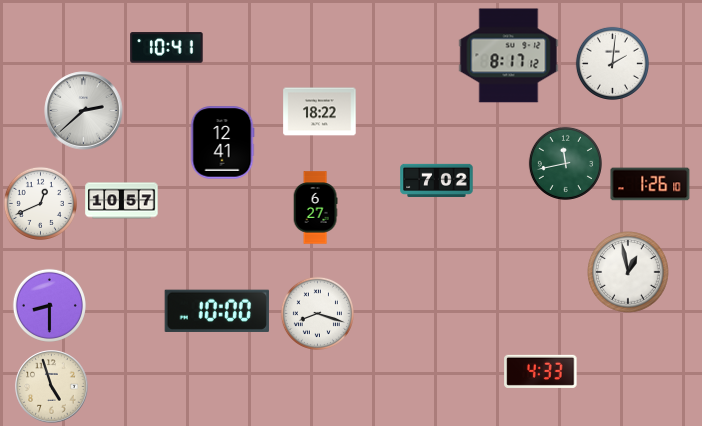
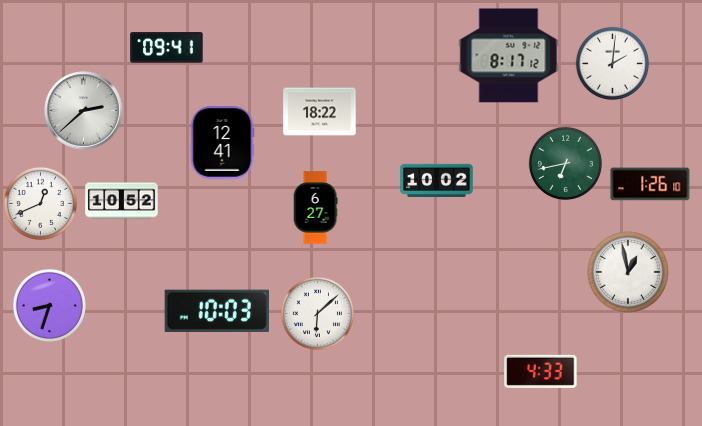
clock at (167, 48): 10:41 -> 09:41
clock at (565, 163): 11:43 -> 6:43
clock at (437, 180): 7:02 -> 10:02
clock at (122, 201): 10:57 -> 10:52
clock at (49, 305): 8:30 -> 8:33
clock at (217, 311): 10:00 -> 10:03
clock at (317, 313): 8:18 -> 6:08
clock at (52, 387): 4:57 -> none
